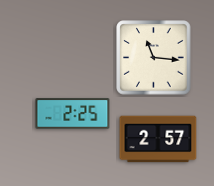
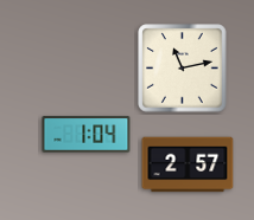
clock at (154, 58): 11:16 -> 11:13
clock at (73, 114): 2:25 -> 1:04
